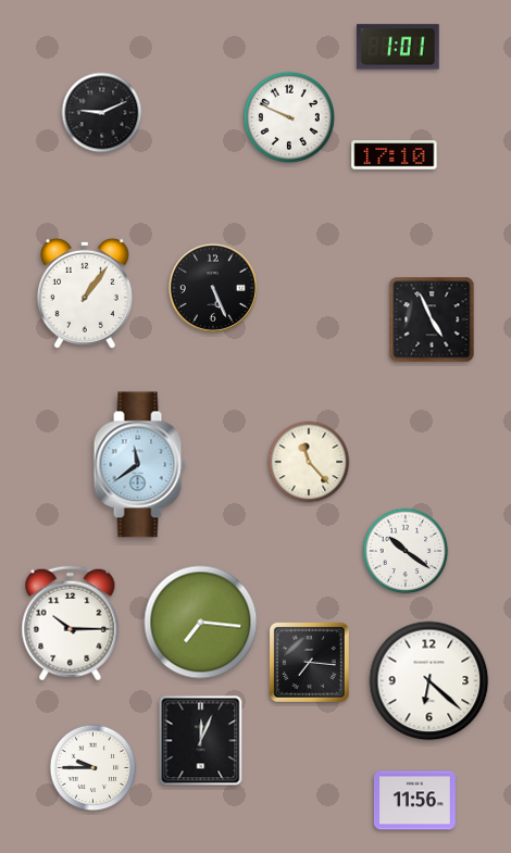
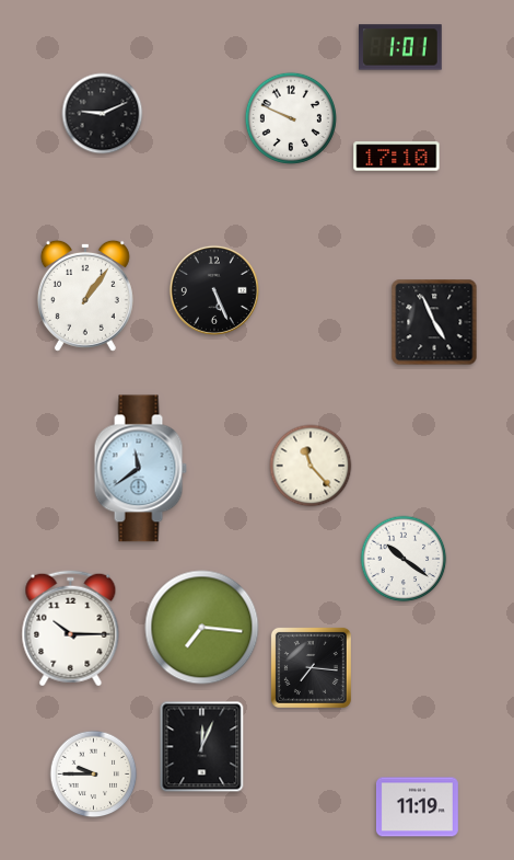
clock at (406, 551) position: (406, 551) -> (404, 559)
clock at (429, 681): 6:22 -> none
clock at (414, 801): 11:56 -> 11:19
